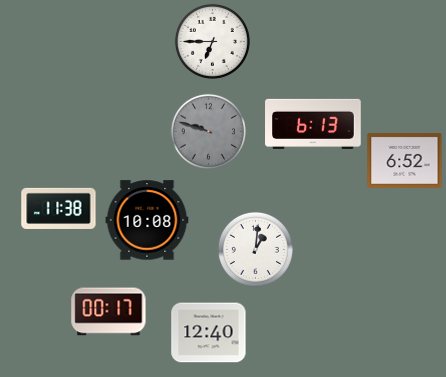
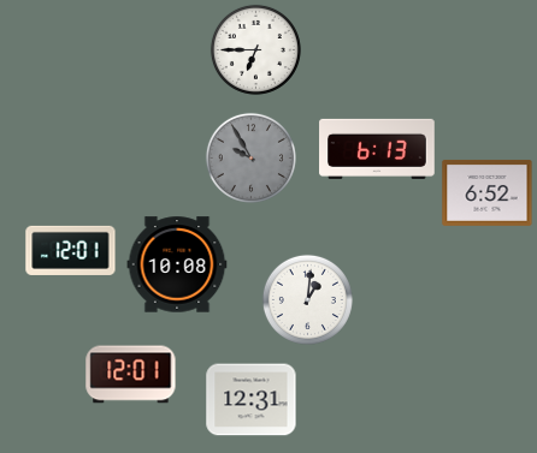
clock at (208, 131): 9:48 -> 9:55
clock at (59, 208): 11:38 -> 12:01
clock at (109, 312): 00:17 -> 12:01
clock at (209, 333): 12:40 -> 12:31
